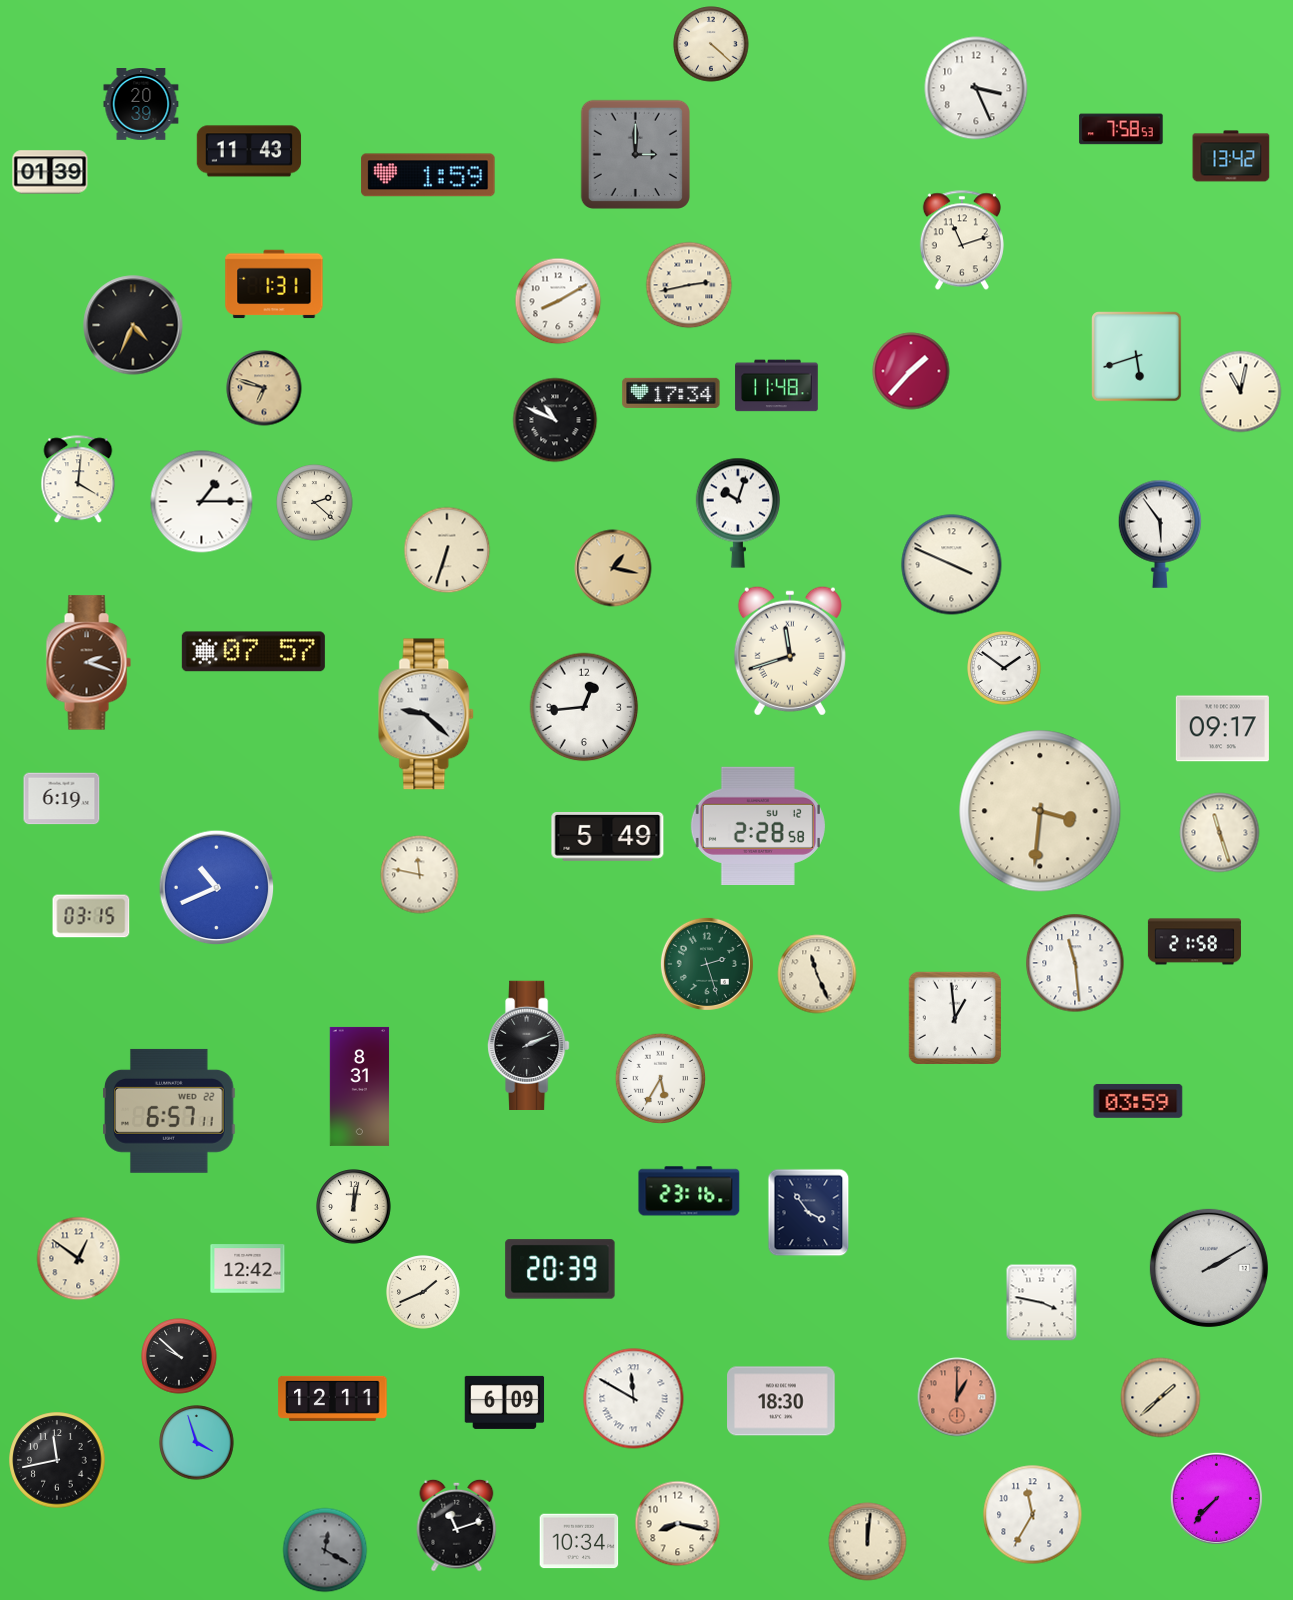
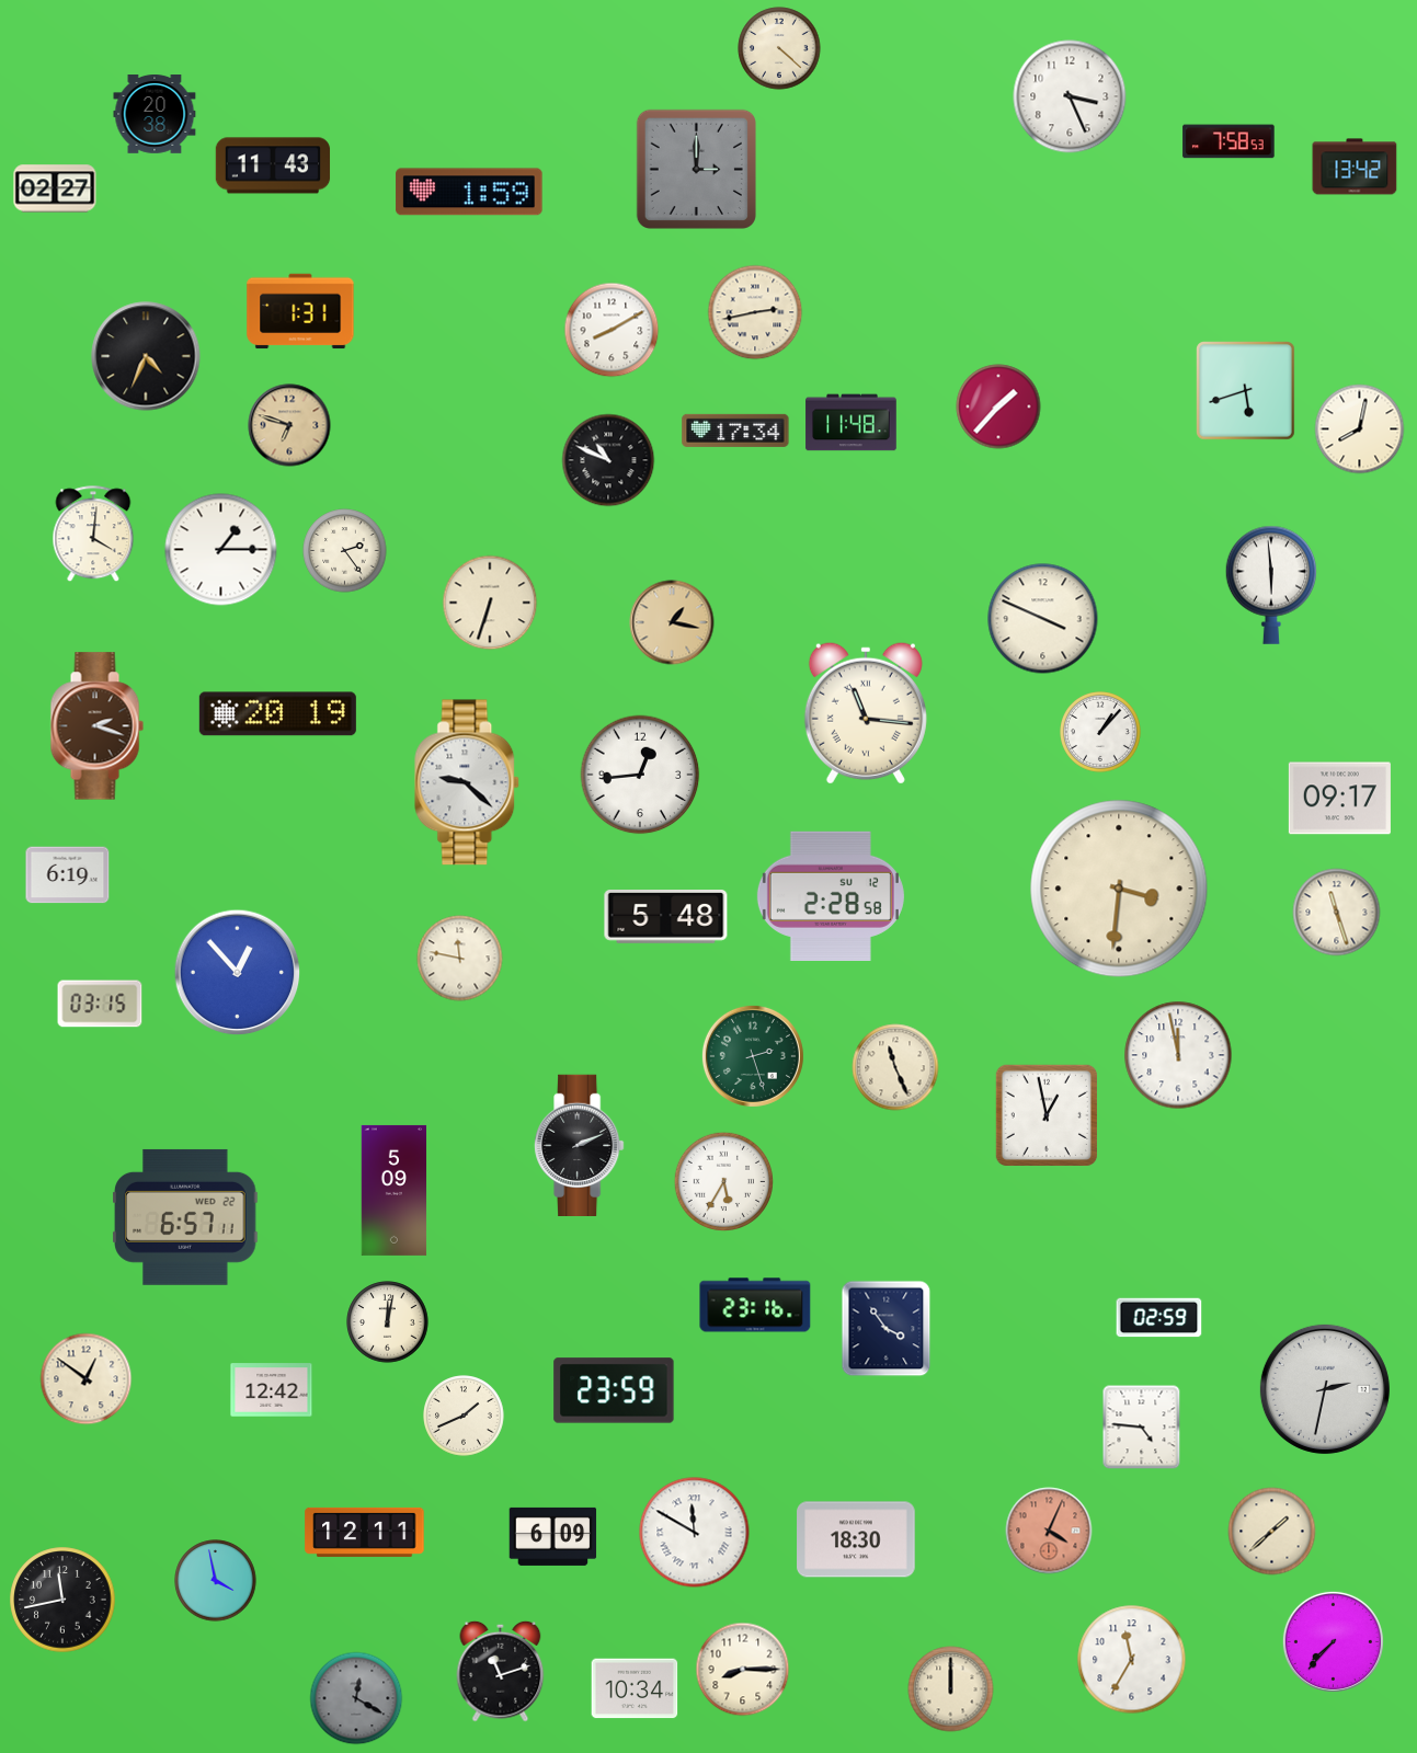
clock at (141, 105): 20:39 -> 20:38
clock at (1231, 156) position: (1231, 156) -> (1355, 167)
clock at (50, 172): 01:39 -> 02:27
clock at (962, 240): 11:12 -> none
clock at (1241, 392): 11:02 -> 8:02
clock at (78, 480) position: (78, 480) -> (93, 535)
clock at (315, 503): 2:22 -> 2:24
clock at (738, 513): 10:03 -> none
clock at (1160, 534): 5:54 -> 5:59
clock at (790, 651): 11:42 -> 11:16
clock at (253, 652): 07:57 -> 20:19
clock at (1004, 668): 1:51 -> 1:07
clock at (1040, 811) position: (1040, 811) -> (1119, 889)
clock at (758, 826) position: (758, 826) -> (831, 896)
clock at (608, 837): 5:49 -> 5:48
clock at (217, 888): 10:41 -> 12:53
clock at (1194, 942): 21:58 -> none
clock at (1075, 963): 11:29 -> 11:58
clock at (707, 964) position: (707, 964) -> (753, 1056)
clock at (954, 1017): 12:59 -> 12:58
clock at (360, 1086): 8:31 -> 5:09
clock at (1138, 1101): 03:59 -> none
clock at (1159, 1318): none -> 02:59
clock at (1209, 1268): 2:10 -> 2:32
clock at (560, 1269): 20:39 -> 23:59
clock at (1042, 1303): 3:47 -> 4:46
clock at (179, 1356): 9:52 -> none
clock at (957, 1397): 1:00 -> 4:04
clock at (781, 1401) position: (781, 1401) -> (856, 1539)
clock at (197, 1443): 3:57 -> 3:58
clock at (678, 1524): 8:17 -> 8:15
clock at (868, 1542): 12:01 -> 12:00
